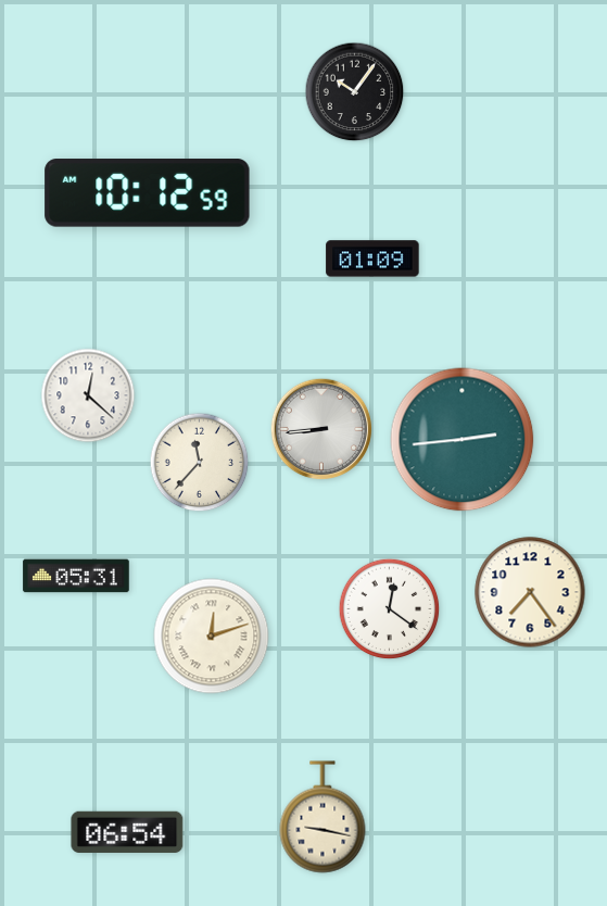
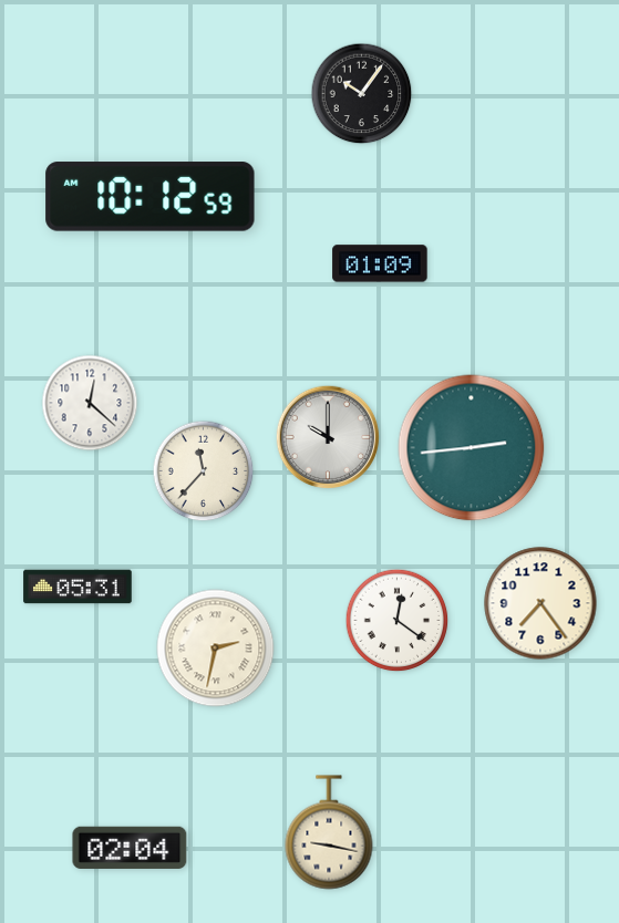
clock at (321, 429): 8:44 -> 10:00
clock at (212, 637): 12:12 -> 2:32
clock at (127, 832): 06:54 -> 02:04
